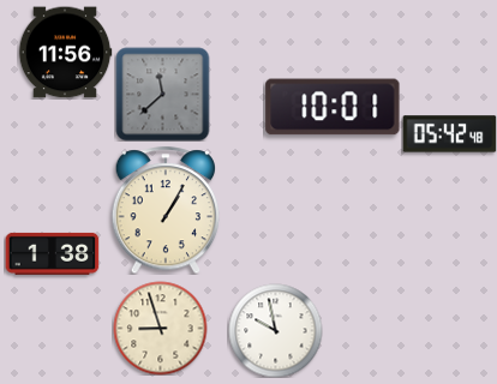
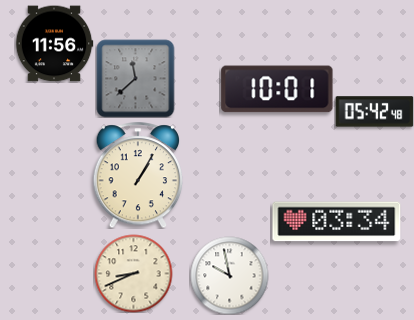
clock at (52, 253): 1:38 -> none
clock at (337, 222): none -> 03:34
clock at (160, 328): 8:57 -> 8:41
